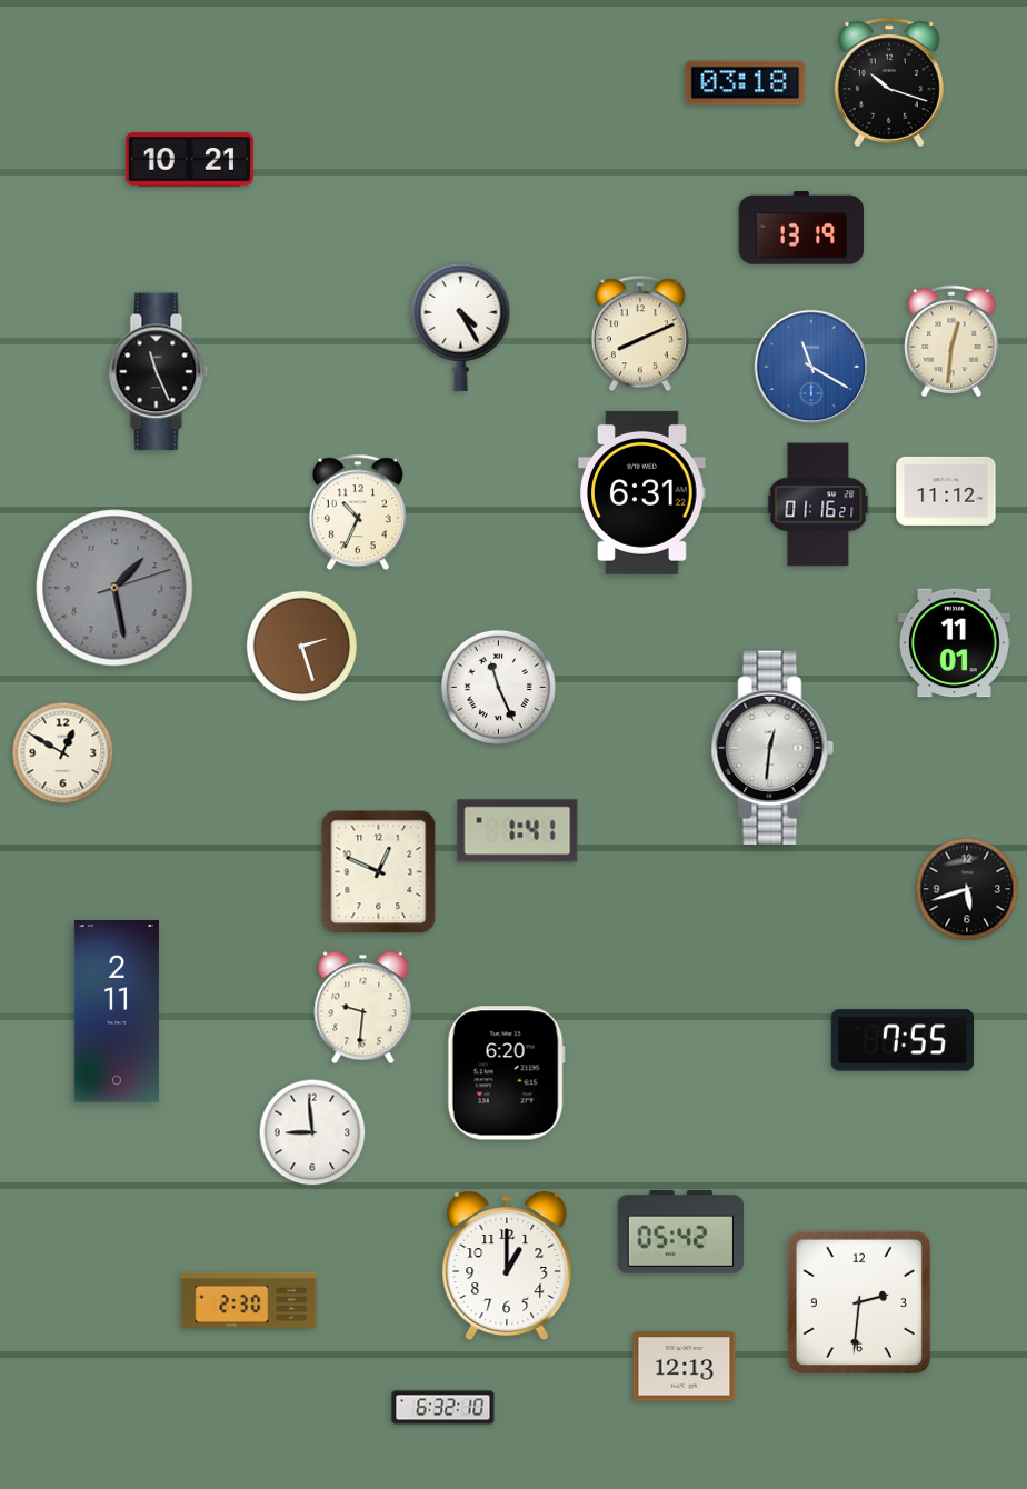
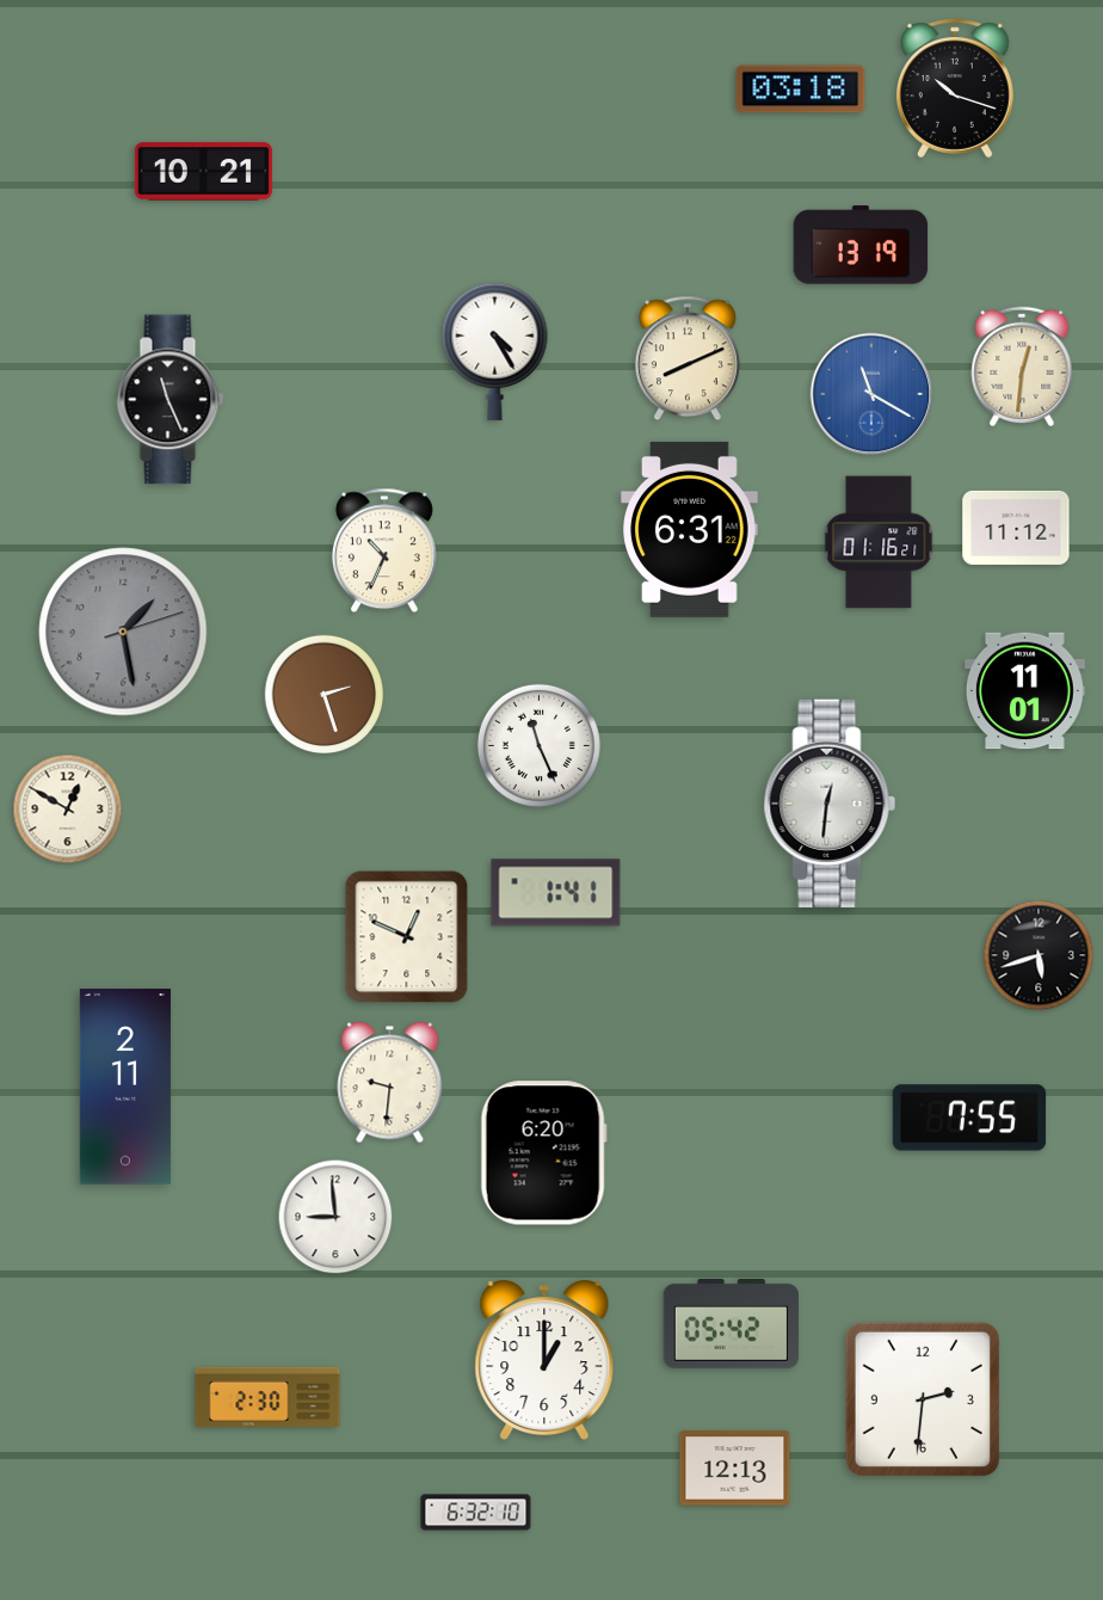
clock at (498, 687) position: (498, 687) -> (538, 745)
